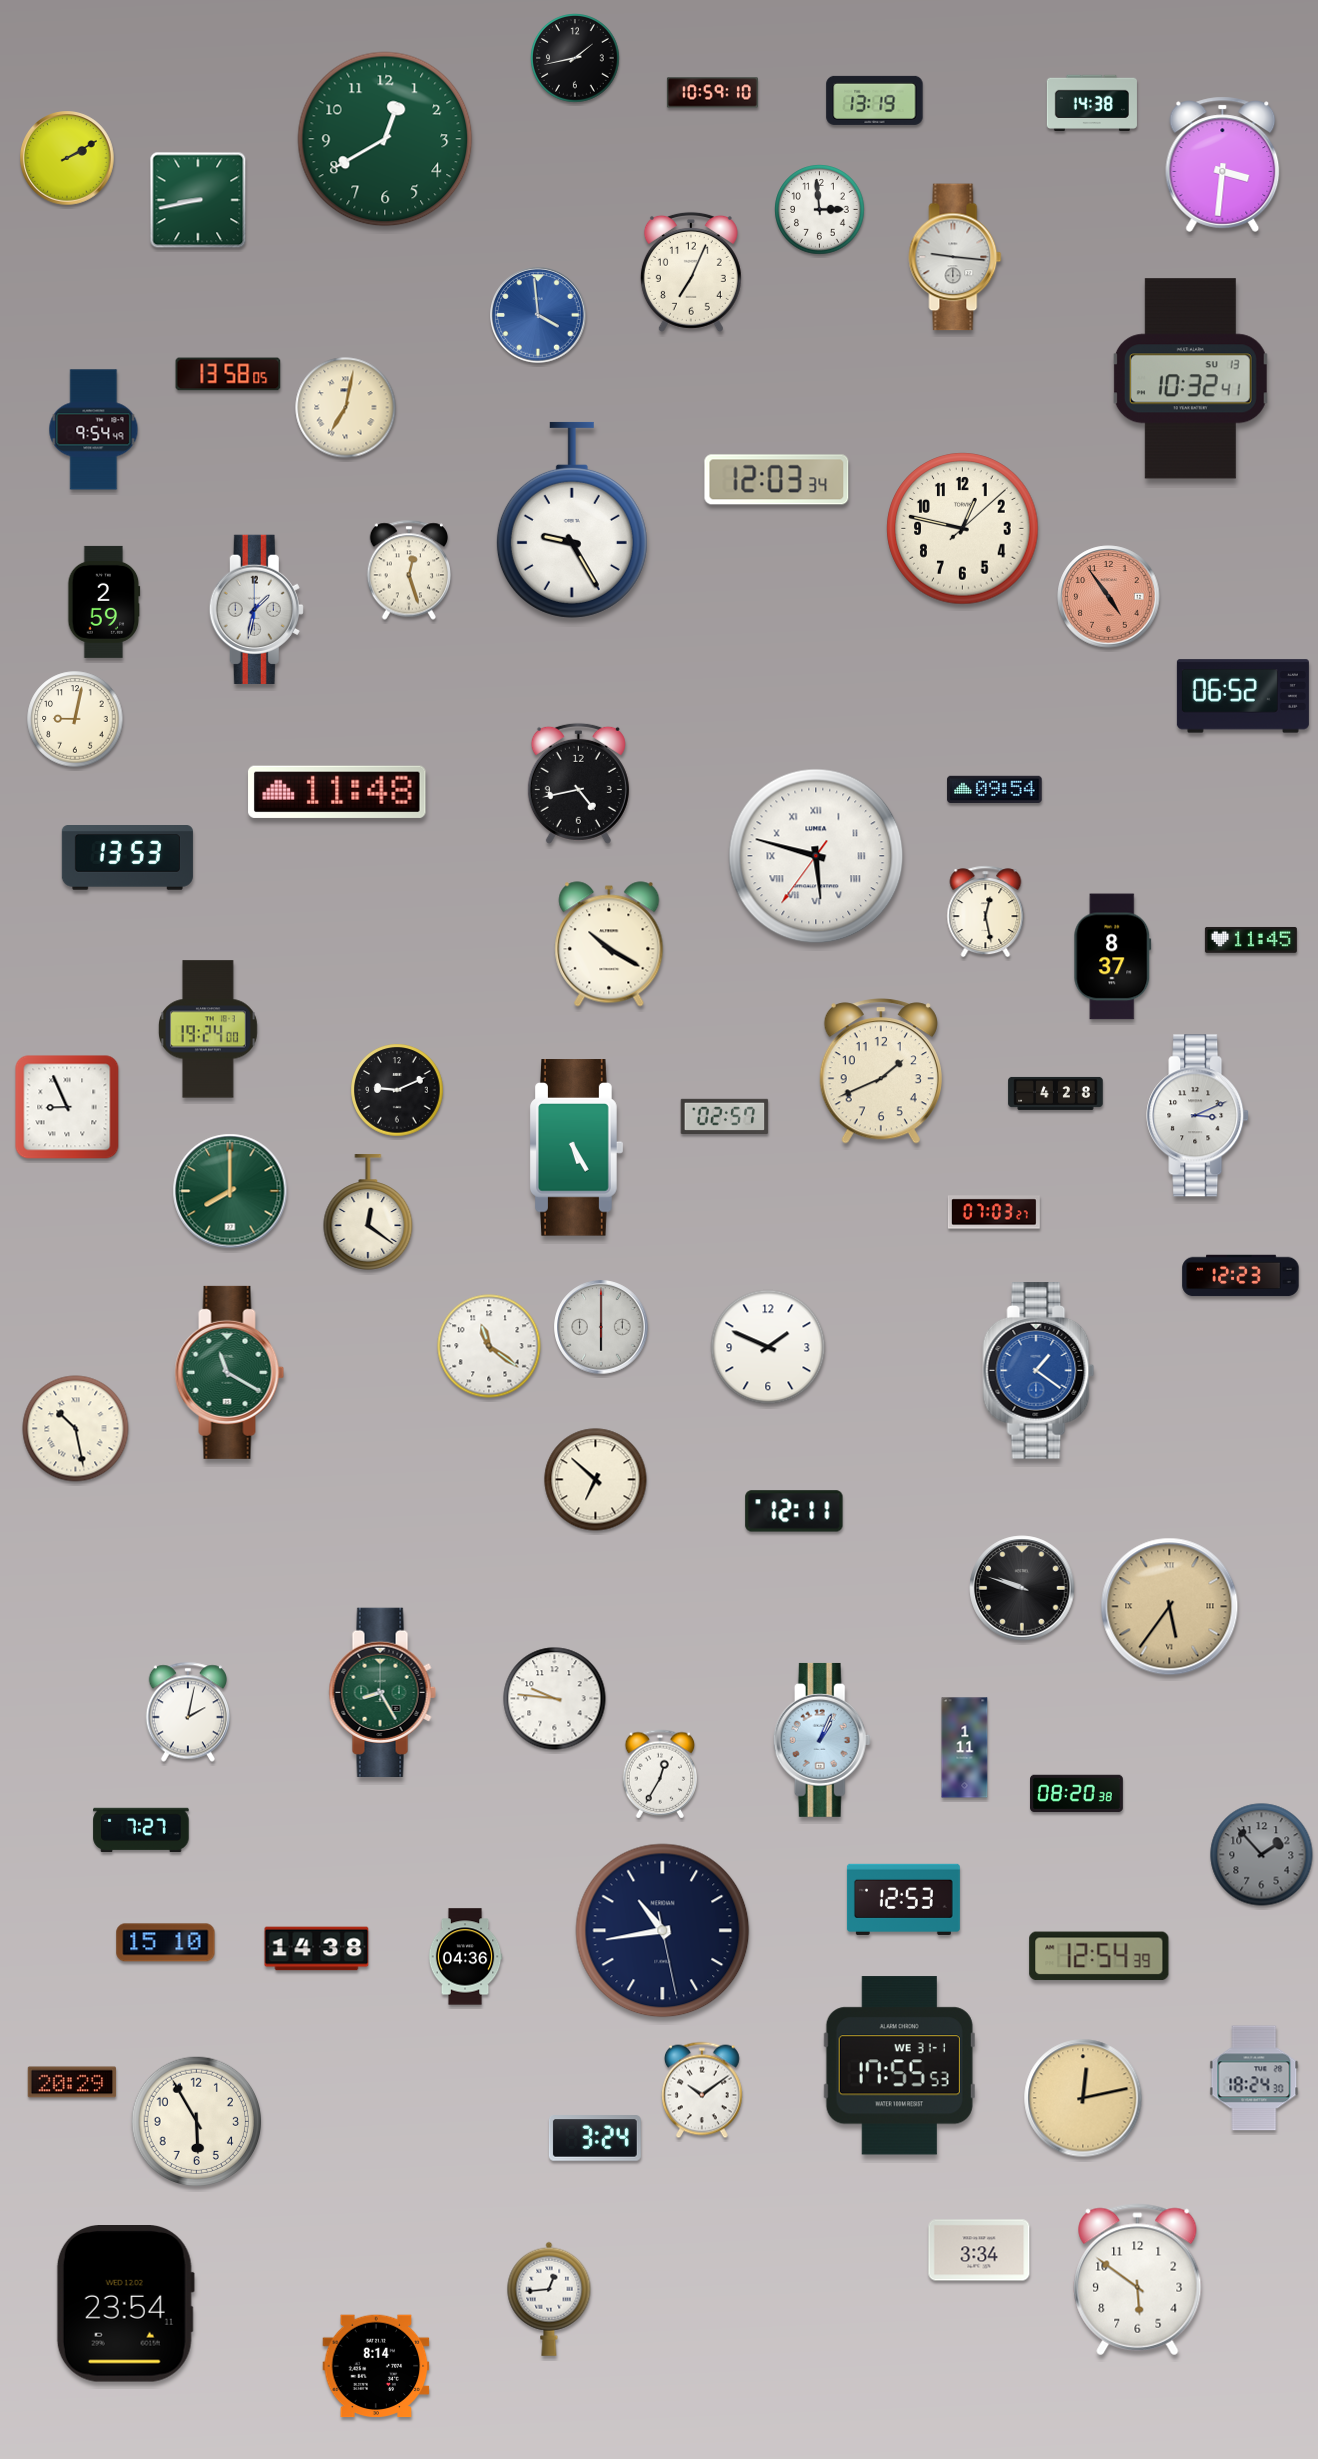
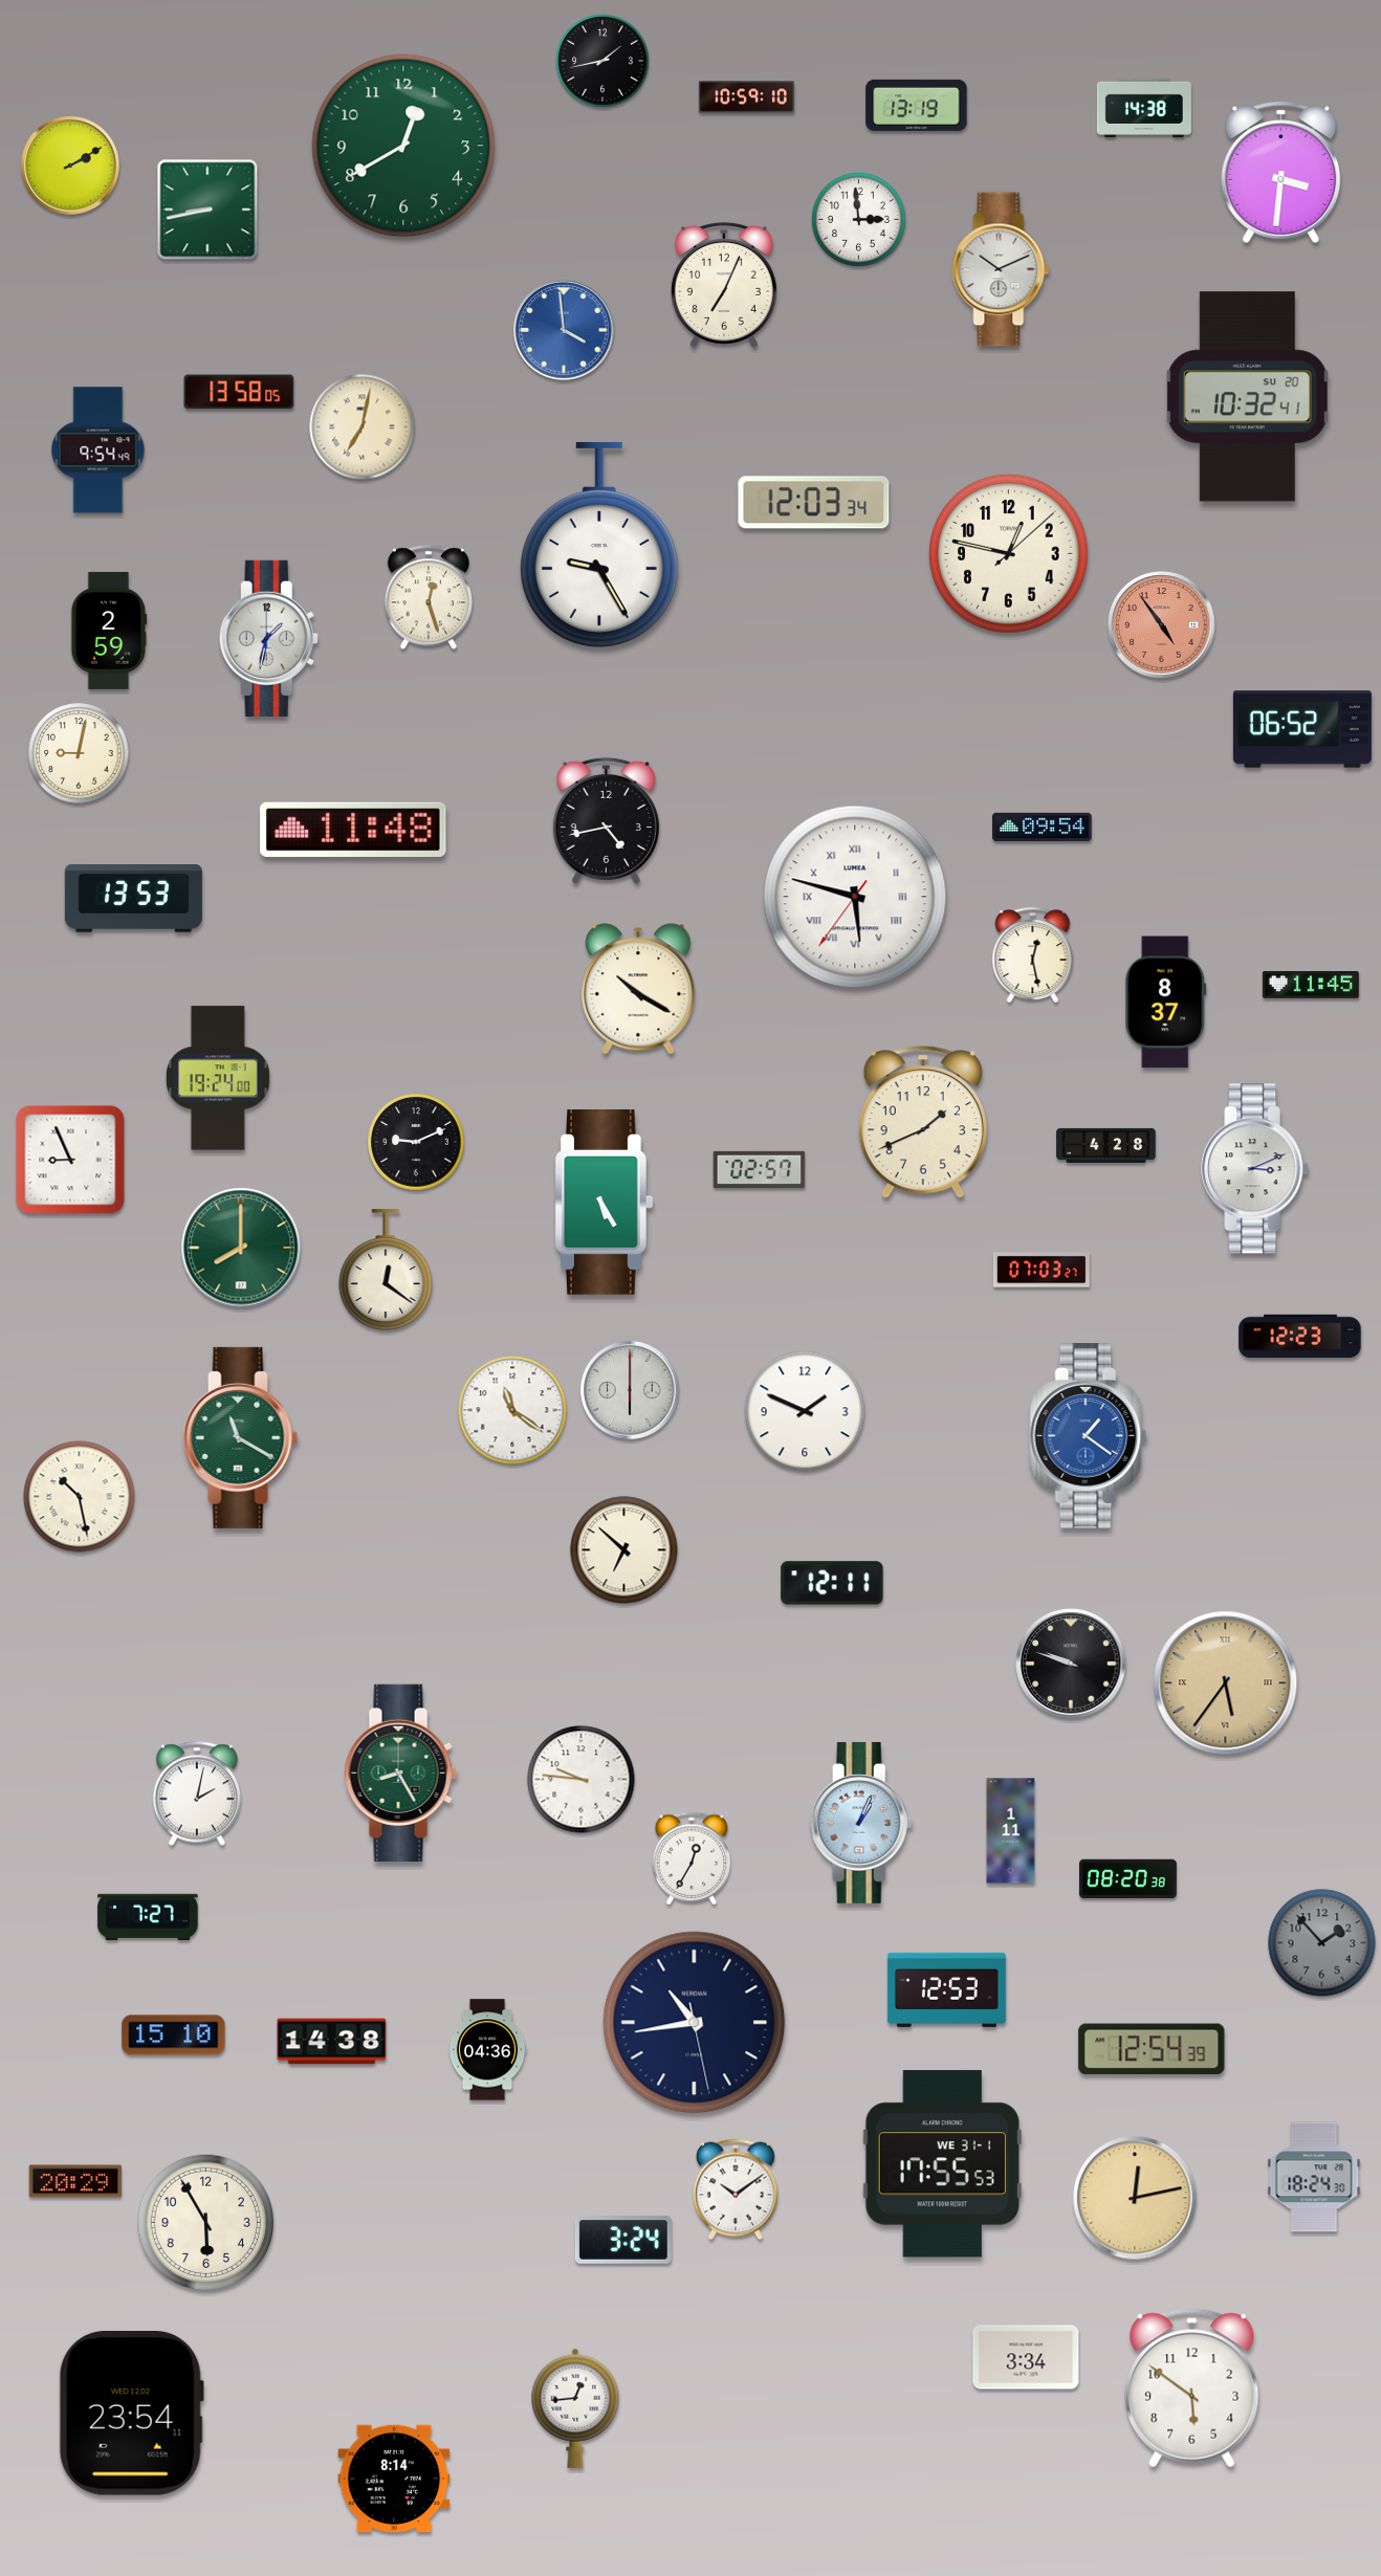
clock at (955, 257): 9:16 -> 10:11
clock at (1190, 379) date: SU 13 -> SU 20
